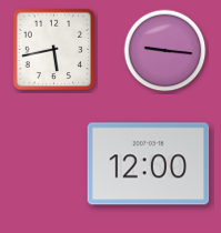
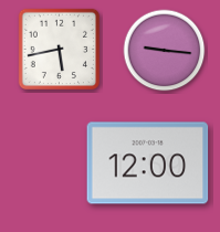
clock at (53, 49) position: (53, 49) -> (59, 49)
